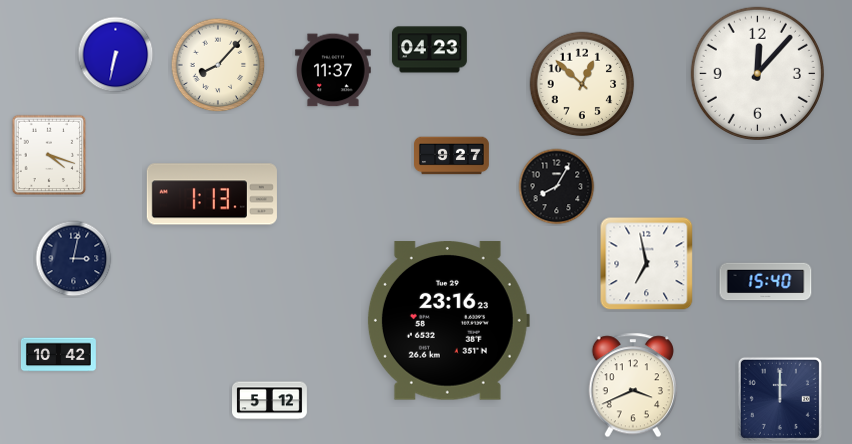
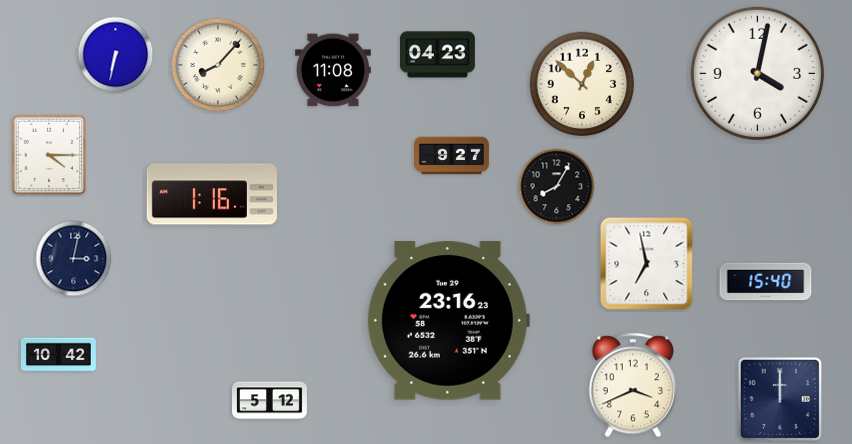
clock at (429, 50) position: (429, 50) -> (437, 55)
clock at (334, 70): 11:37 -> 11:08
clock at (757, 73): 12:07 -> 4:02
clock at (49, 155): 4:18 -> 4:15
clock at (212, 194): 1:13 -> 1:16
